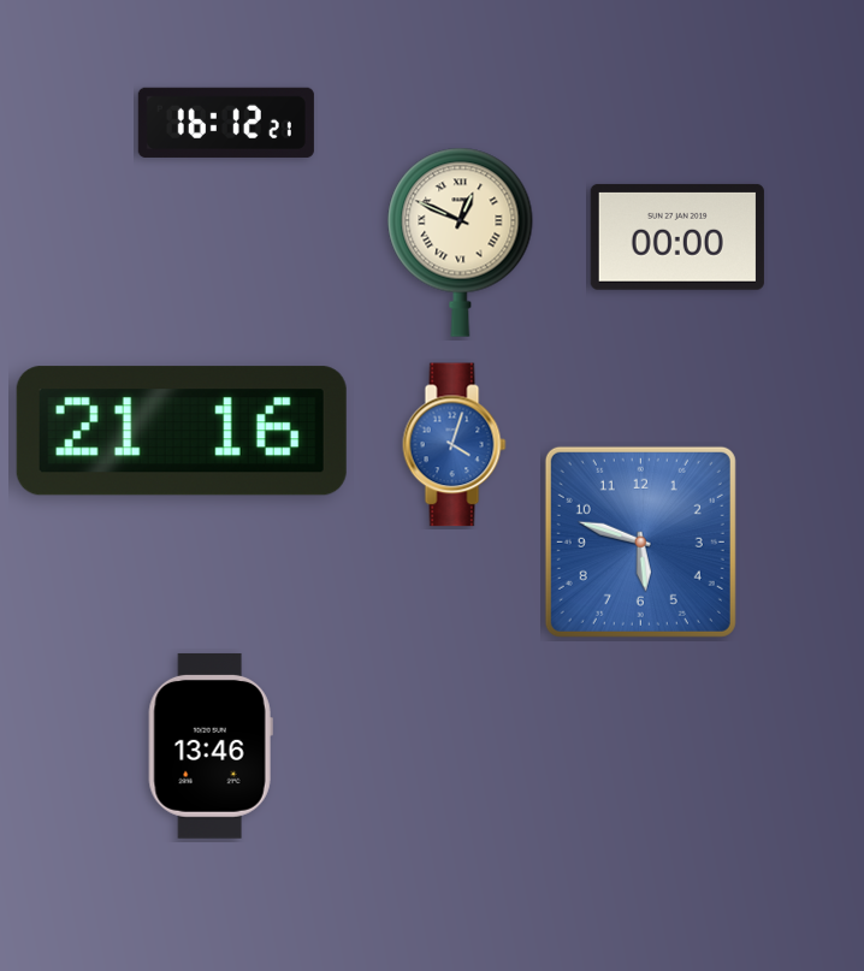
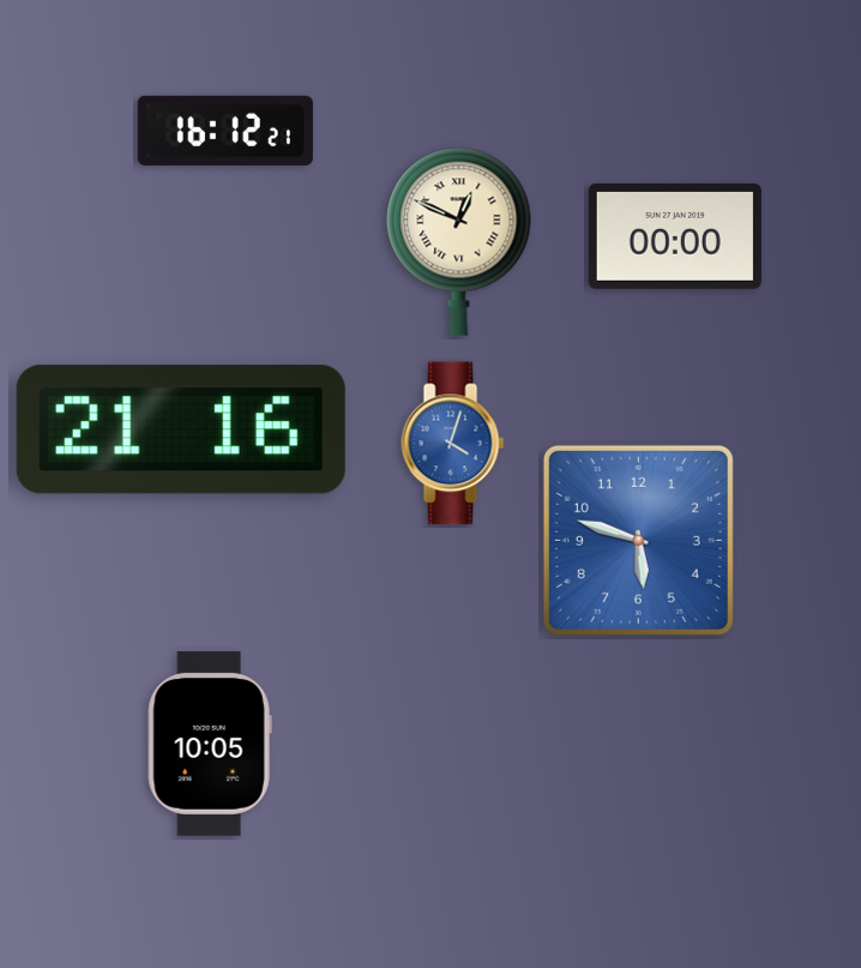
clock at (226, 123) position: (226, 123) -> (225, 131)
clock at (211, 746): 13:46 -> 10:05
